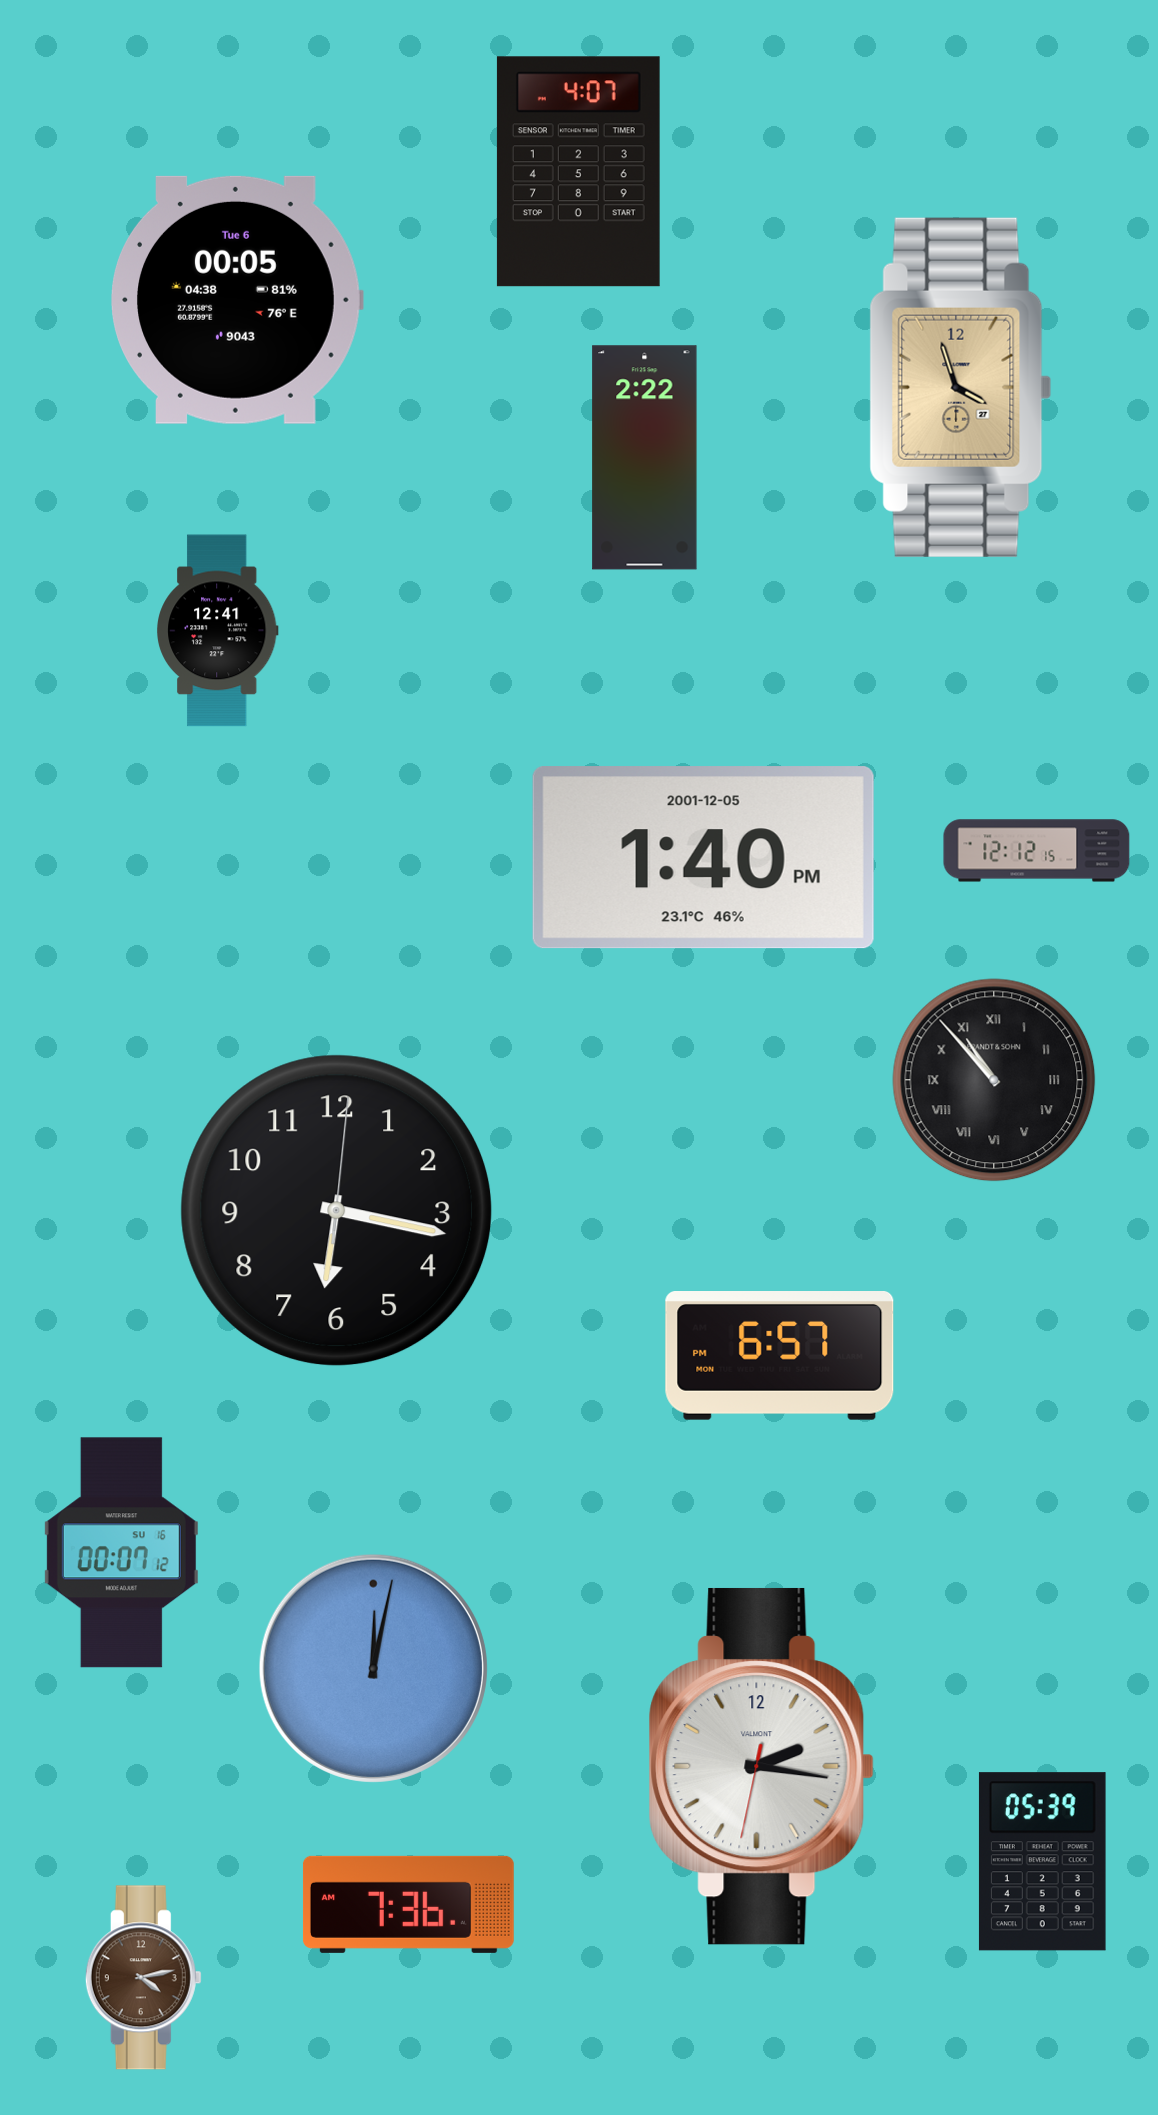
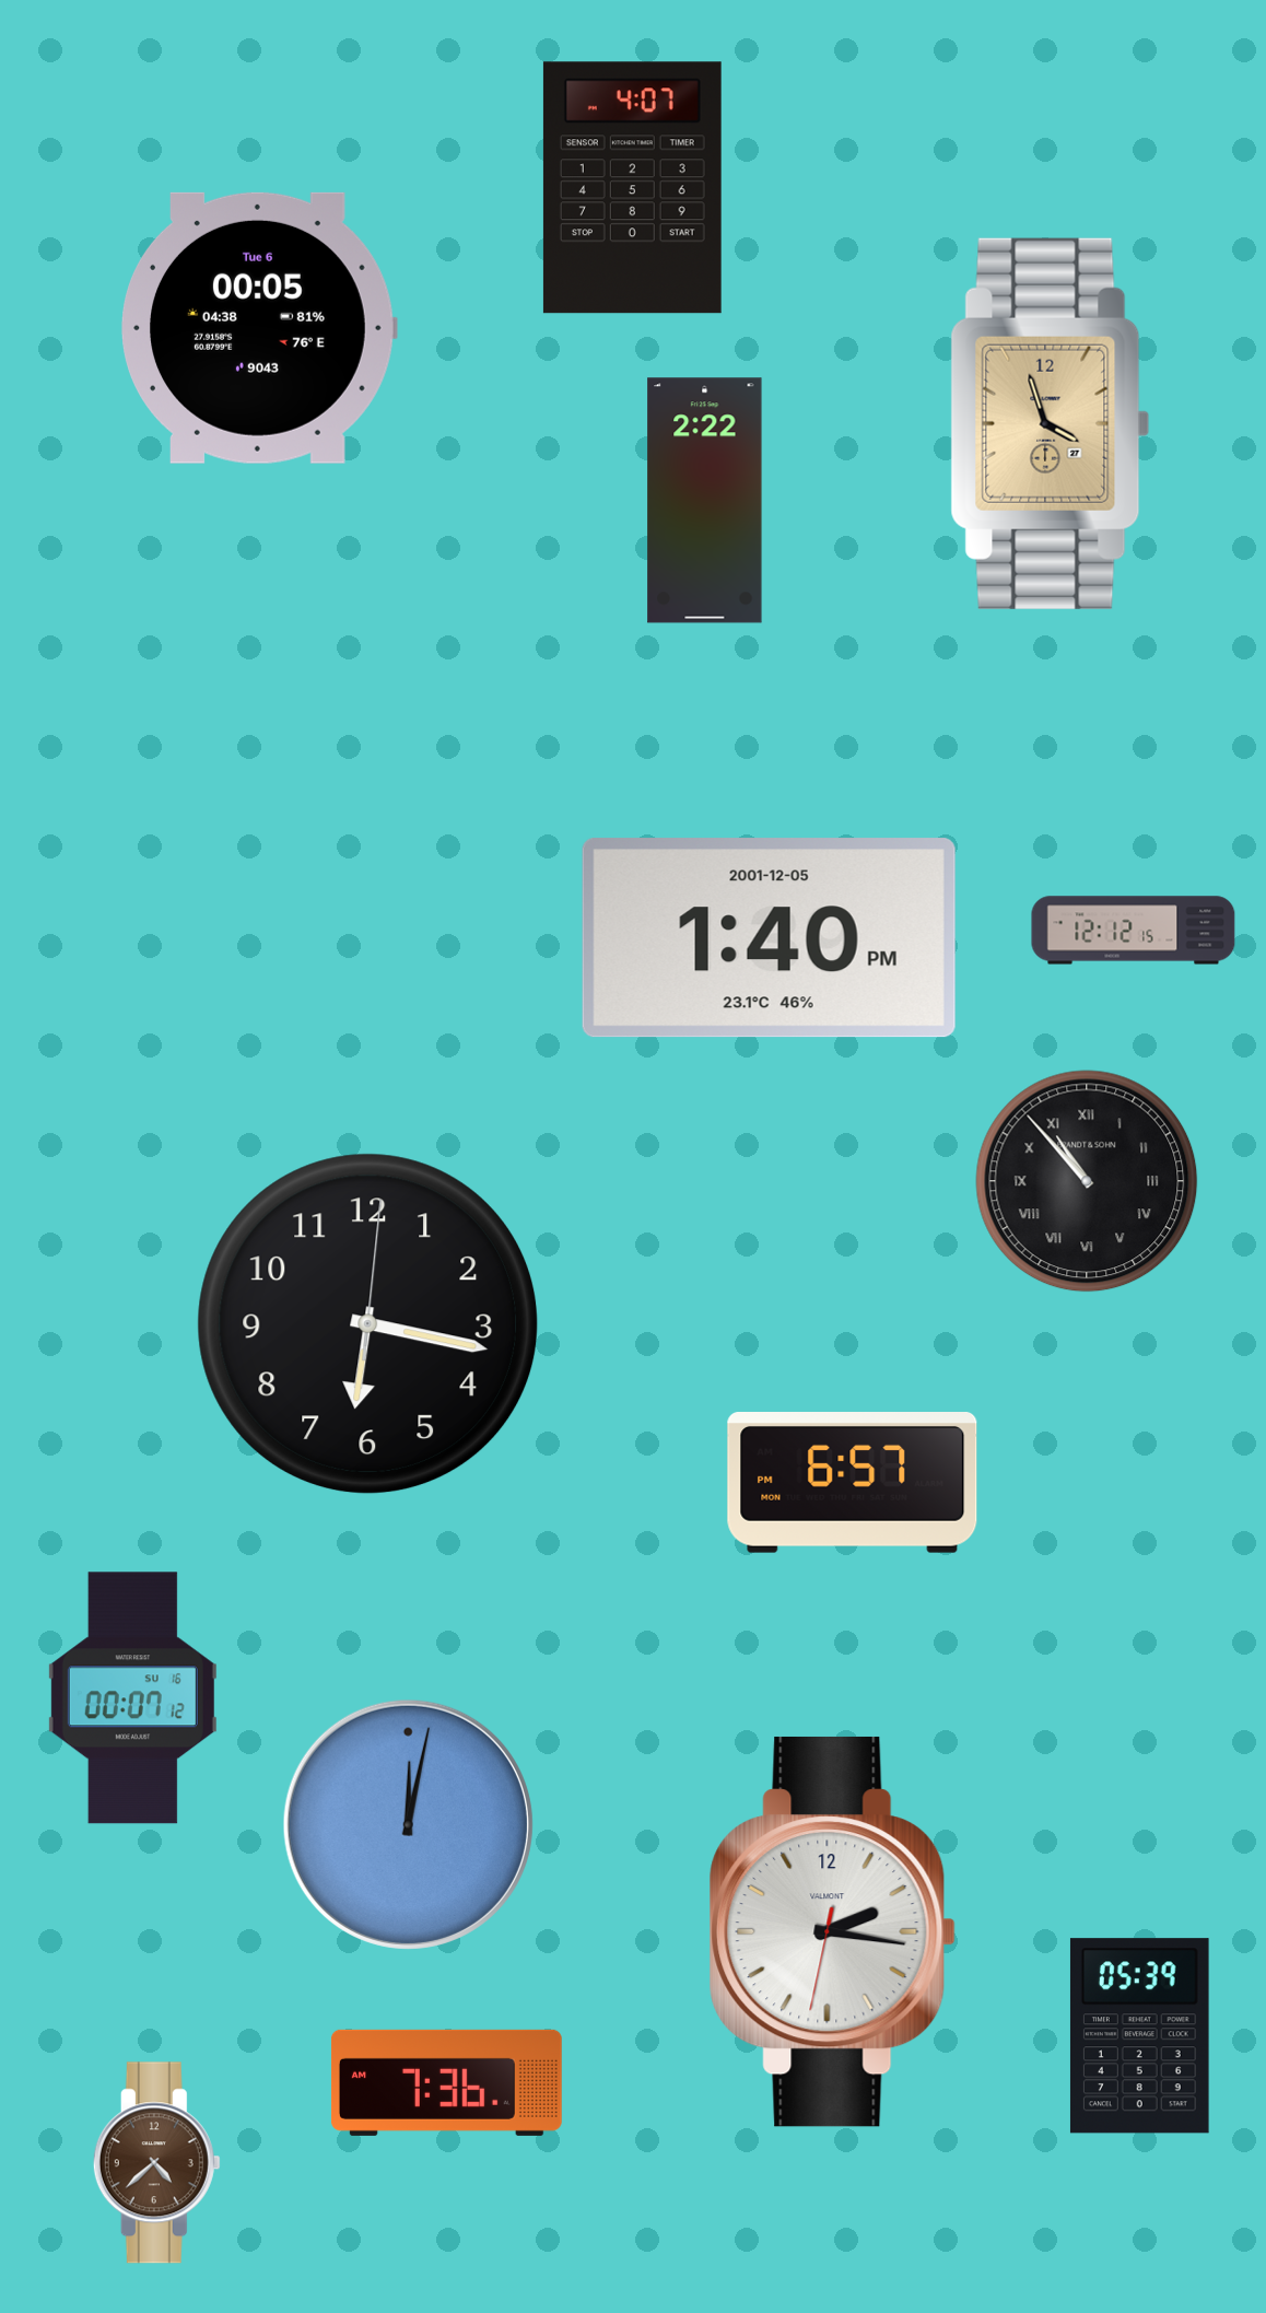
clock at (218, 631): 12:41 -> none
clock at (143, 1978): 4:13 -> 4:38
